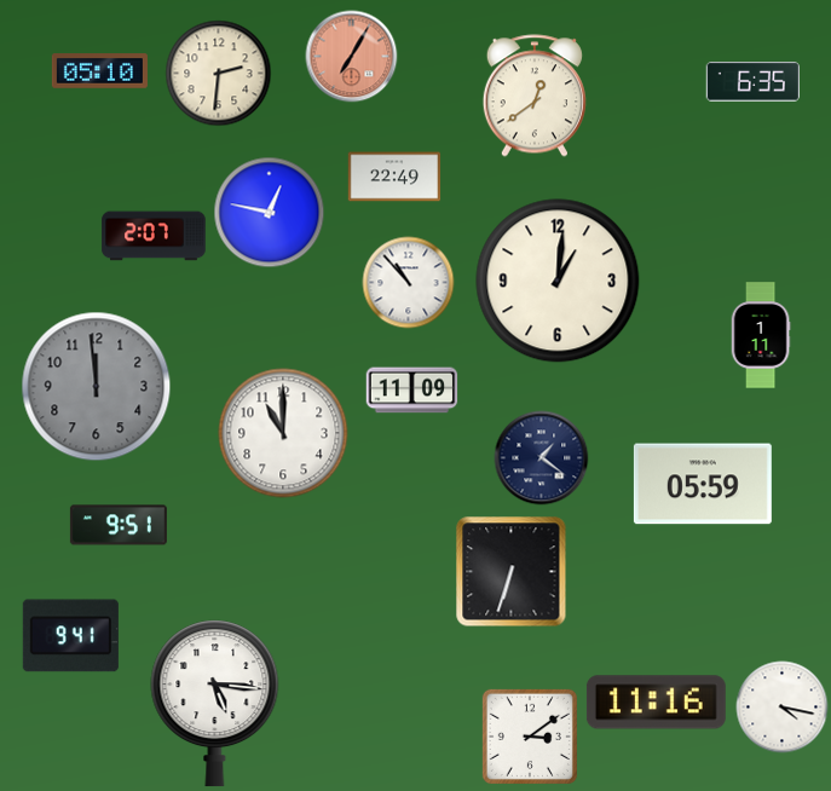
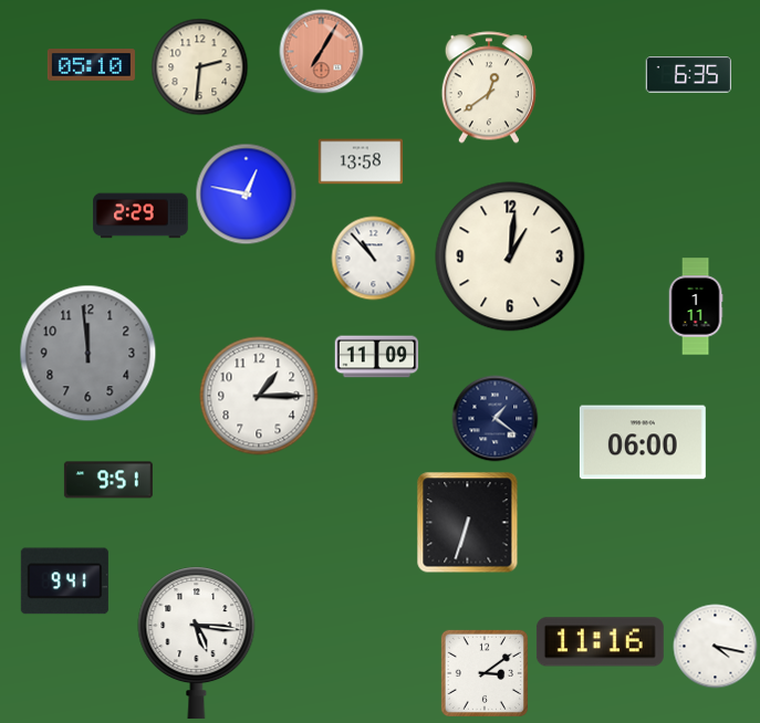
clock at (394, 177): 22:49 -> 13:58
clock at (154, 236): 2:07 -> 2:29
clock at (283, 433): 11:00 -> 1:15
clock at (703, 484): 05:59 -> 06:00
